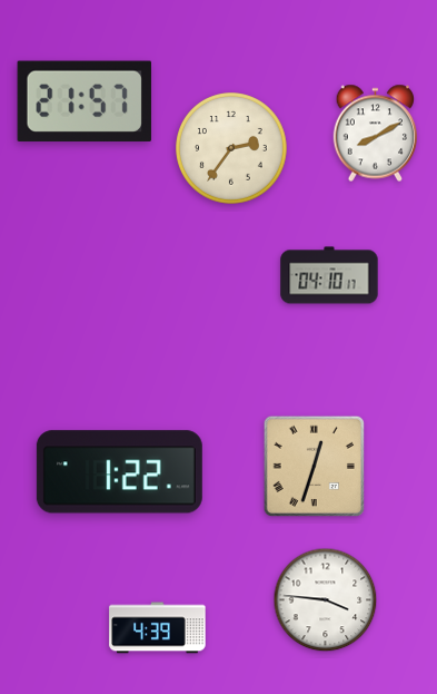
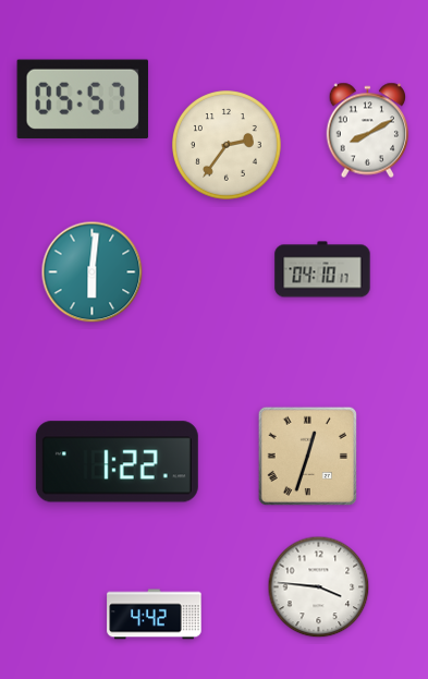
clock at (85, 101): 21:57 -> 05:57
clock at (93, 272): none -> 6:01
clock at (158, 628): 4:39 -> 4:42
